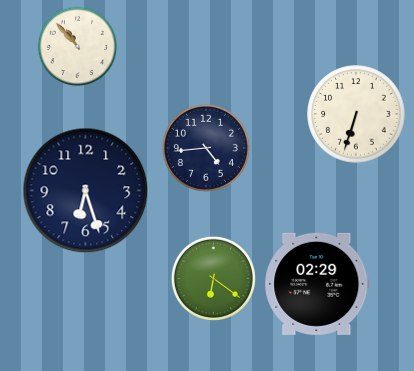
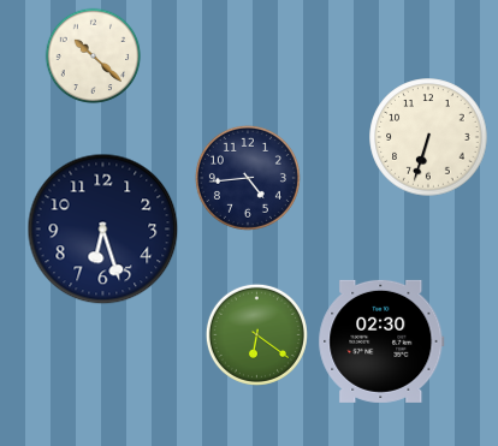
clock at (78, 47): 10:53 -> 10:22
clock at (317, 284): 02:29 -> 02:30
